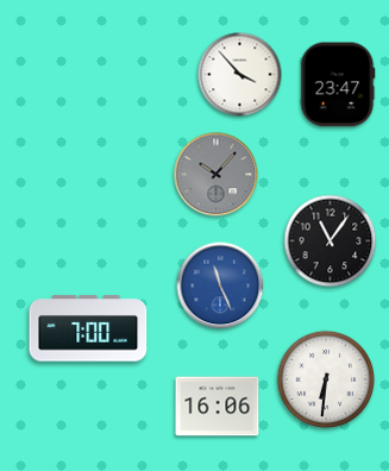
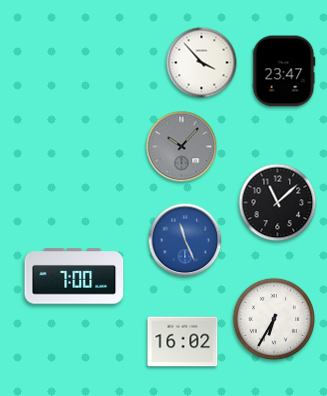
clock at (331, 241): 11:06 -> 11:08
clock at (326, 379): 6:31 -> 6:35
clock at (218, 407): 16:06 -> 16:02
